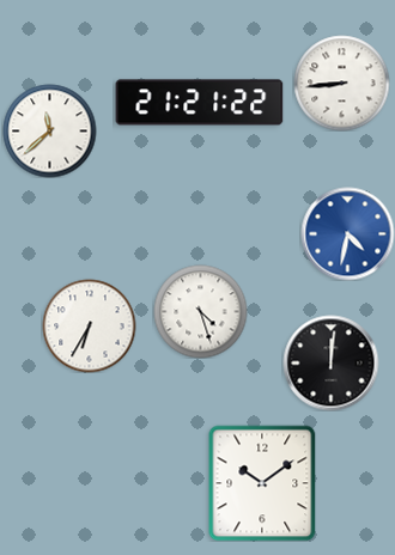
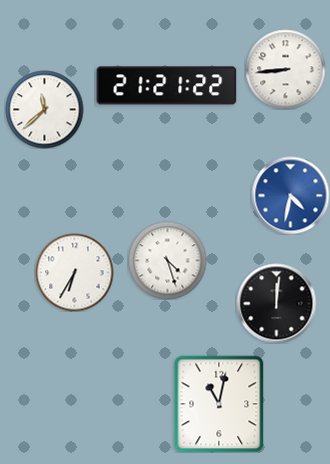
clock at (49, 130) position: (49, 130) -> (44, 109)
clock at (262, 483): 10:09 -> 11:02
